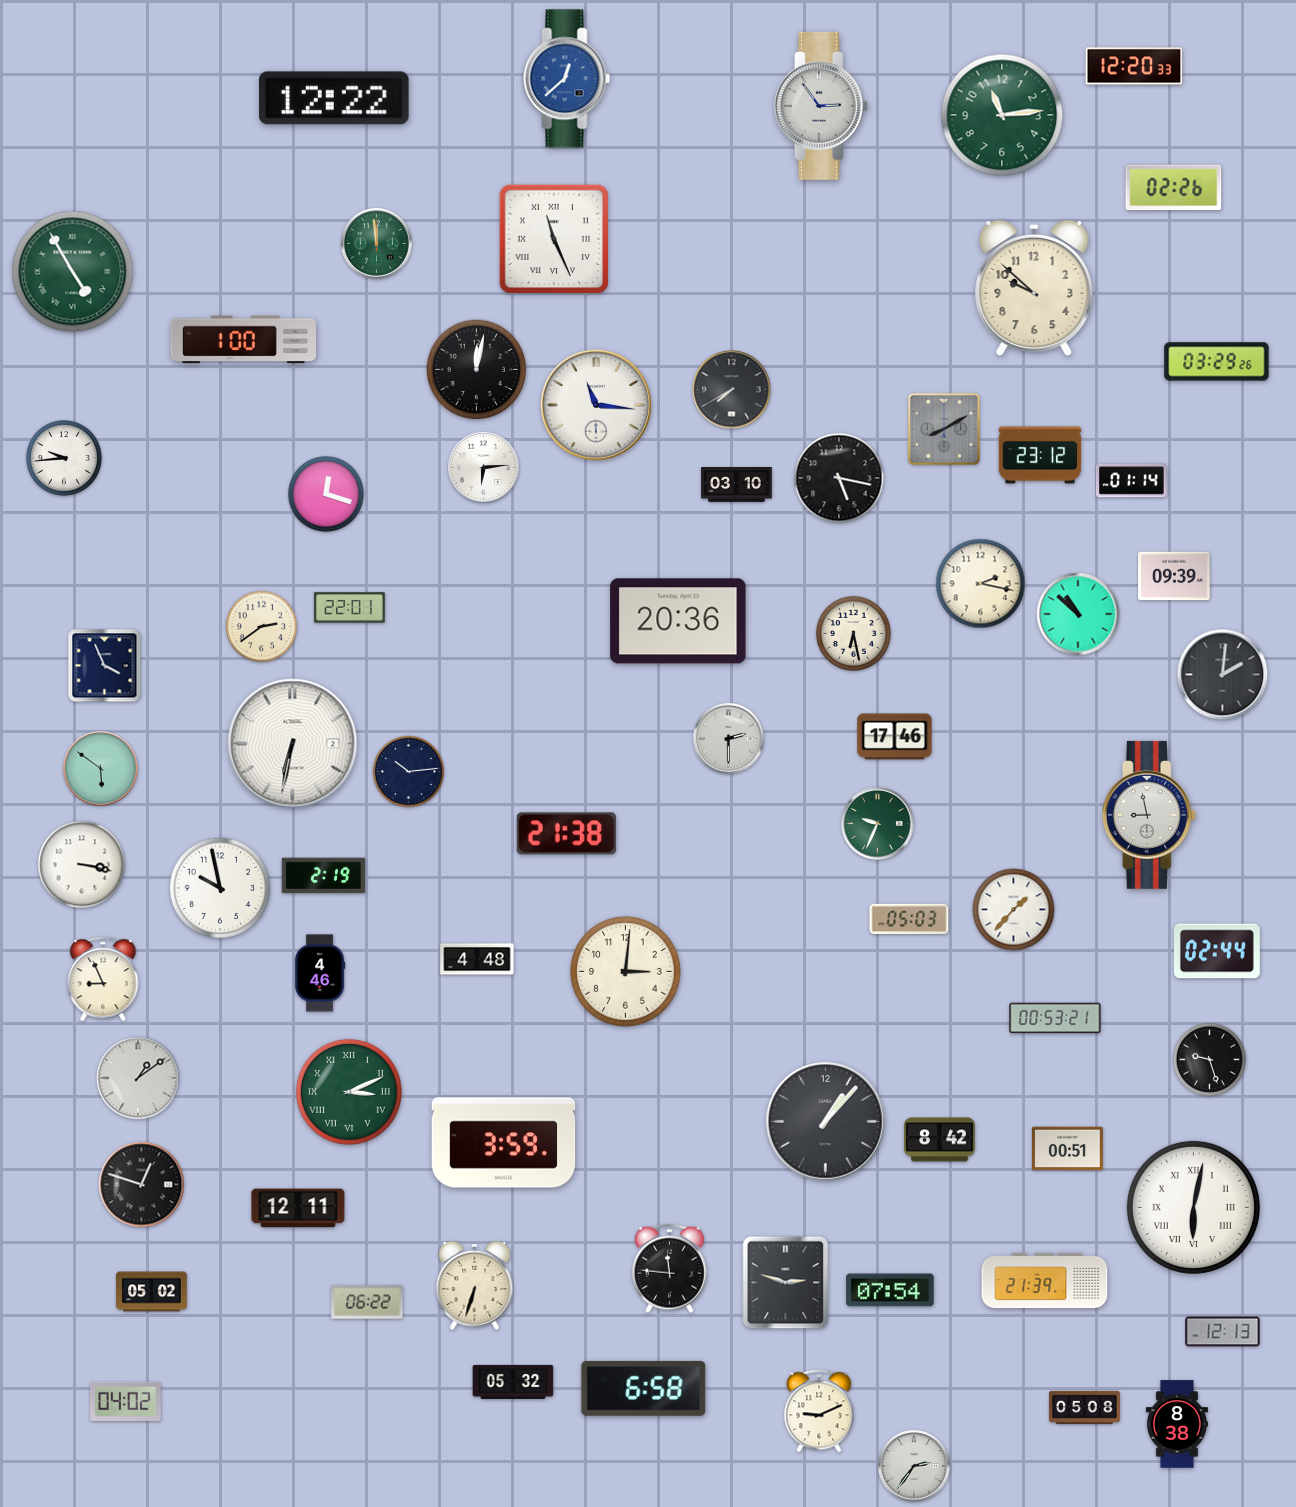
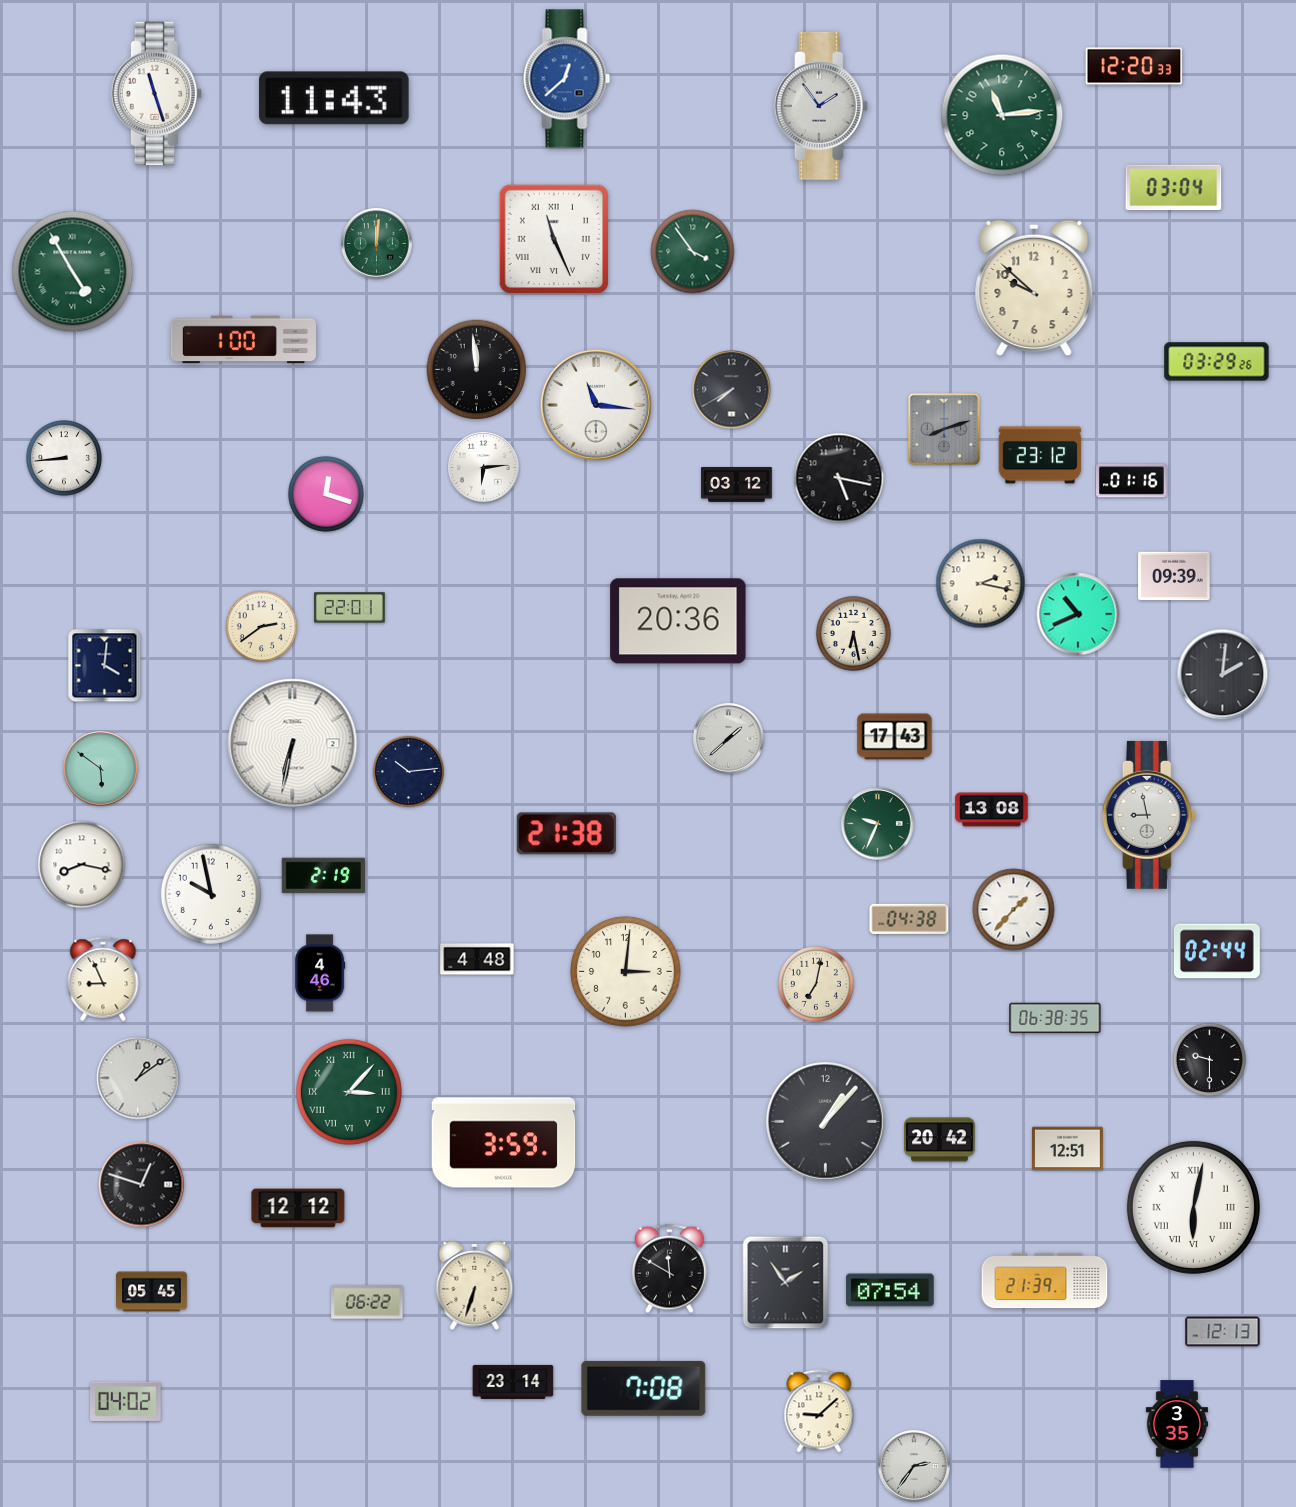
clock at (157, 94): none -> 11:27
clock at (334, 98): 12:22 -> 11:43
clock at (821, 106): 2:54 -> 1:54
clock at (1174, 188): 02:26 -> 03:04
clock at (377, 244): 11:59 -> 12:01
clock at (693, 252): none -> 3:54
clock at (477, 370): 12:02 -> 11:59
clock at (944, 429): 8:10 -> 8:12
clock at (64, 458): 9:44 -> 8:44
clock at (1132, 481): 01:14 -> 01:16
clock at (737, 485): 03:10 -> 03:12
clock at (1078, 614): 10:52 -> 10:41
clock at (105, 666): 3:56 -> 4:01
clock at (895, 737): 17:46 -> 17:43
clock at (729, 739): 2:30 -> 1:38
clock at (992, 810): none -> 13:08
clock at (82, 865): 3:17 -> 8:17
clock at (219, 887) position: (219, 887) -> (210, 893)
clock at (909, 919): 05:03 -> 04:38
clock at (816, 984): none -> 7:02
clock at (1055, 1018): 00:53 -> 06:38
clock at (1209, 1059): 9:27 -> 9:30
clock at (349, 1092): 3:11 -> 3:07
clock at (940, 1140): 8:42 -> 20:42
clock at (1068, 1149): 00:51 -> 12:51
clock at (298, 1208): 12:11 -> 12:12
clock at (669, 1269): 11:46 -> 11:50
clock at (786, 1283): 2:48 -> 1:54
clock at (152, 1292): 05:02 -> 05:45
clock at (513, 1382): 05:32 -> 23:14
clock at (644, 1388): 6:58 -> 7:08
clock at (1085, 1407): 05:08 -> none
clock at (819, 1411): 9:11 -> 9:08
clock at (1177, 1424): 8:38 -> 3:35
